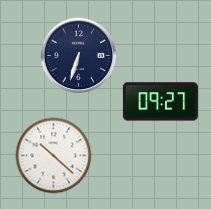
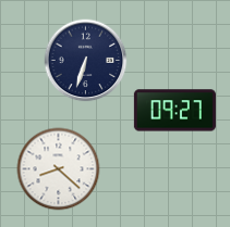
clock at (54, 156): 10:22 -> 8:22
